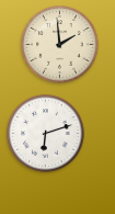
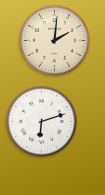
clock at (60, 45): 1:59 -> 2:01
